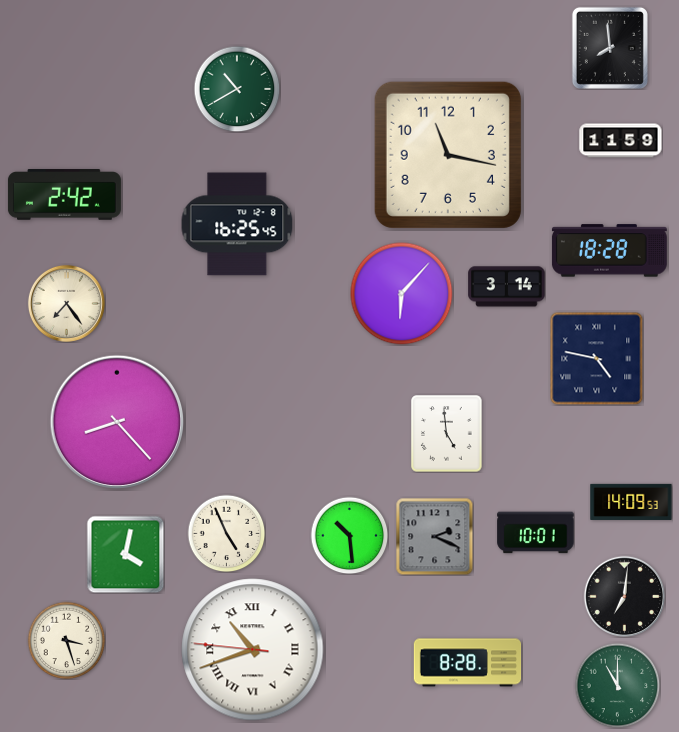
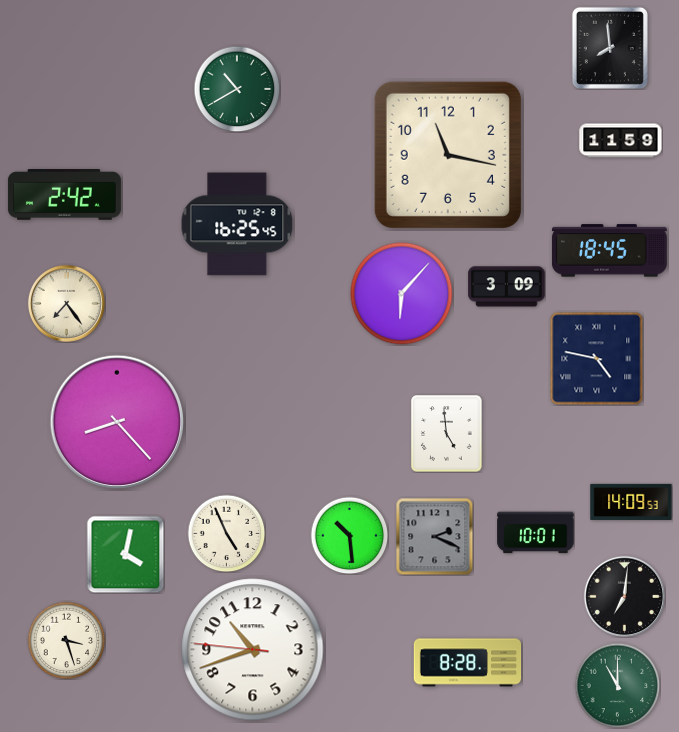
clock at (609, 251): 18:28 -> 18:45
clock at (507, 287): 3:14 -> 3:09
clock at (253, 650) numerals: Roman -> Arabic
